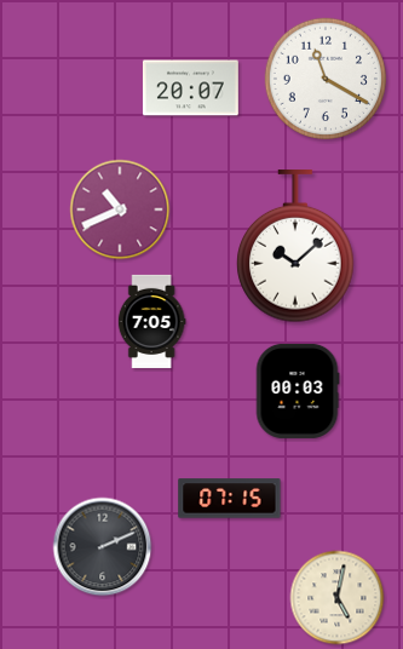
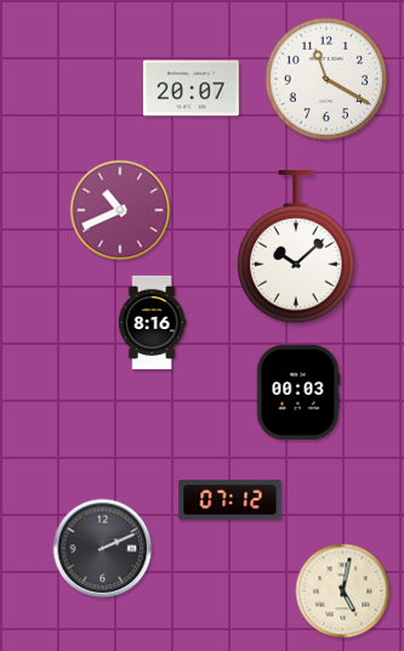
clock at (151, 321): 7:05 -> 8:16
clock at (230, 499): 07:15 -> 07:12
clock at (338, 598) position: (338, 598) -> (343, 591)
